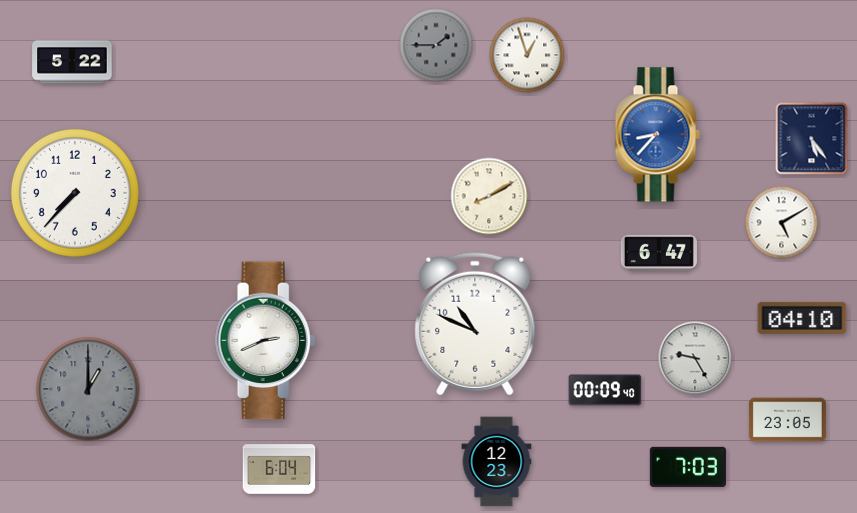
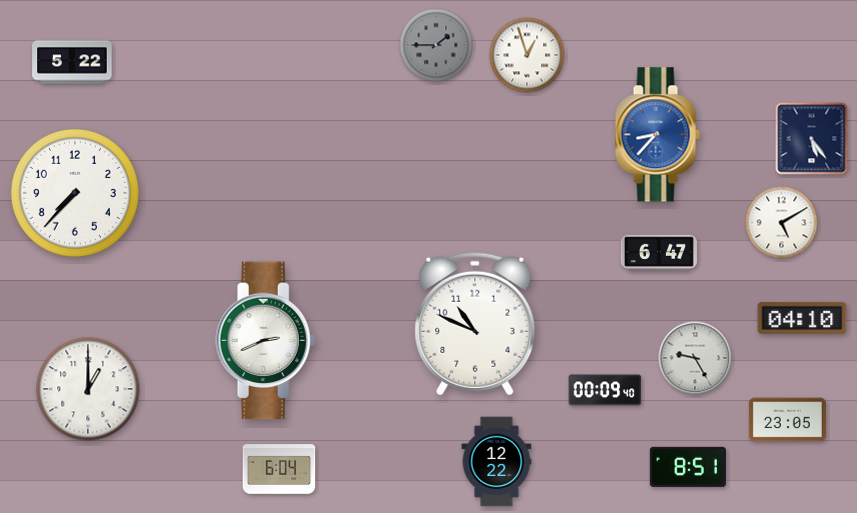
clock at (489, 196): 8:10 -> none
clock at (88, 389) dial: grey -> white
clock at (497, 462): 12:23 -> 12:22
clock at (688, 467): 7:03 -> 8:51
